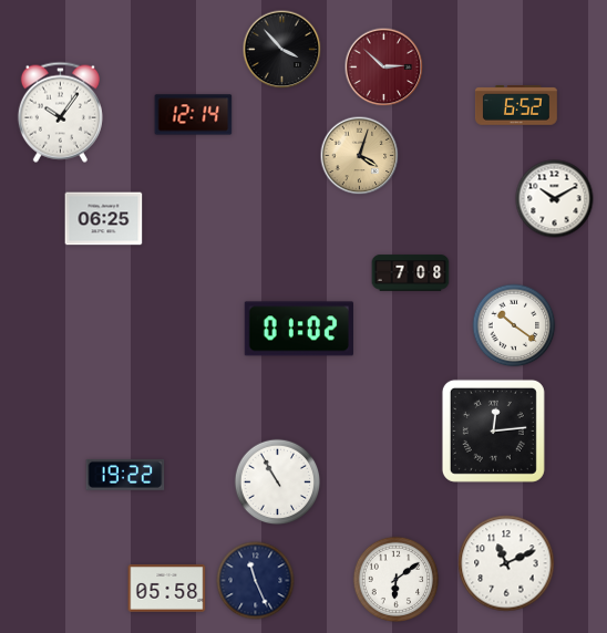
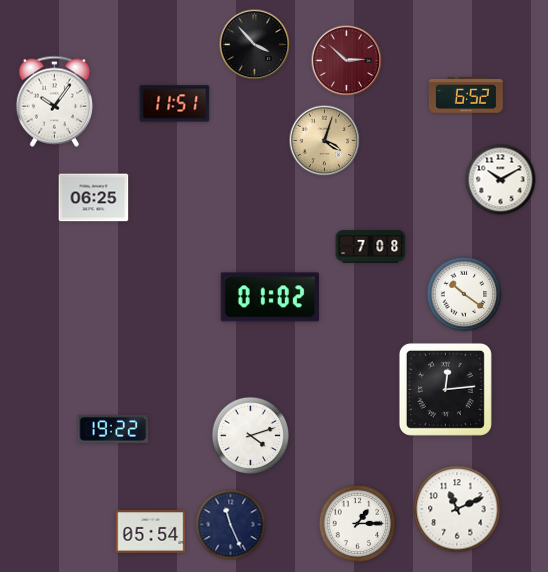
clock at (194, 115): 12:14 -> 11:51
clock at (278, 482): 10:55 -> 4:12
clock at (397, 580): 6:09 -> 1:15
clock at (167, 589): 05:58 -> 05:54
